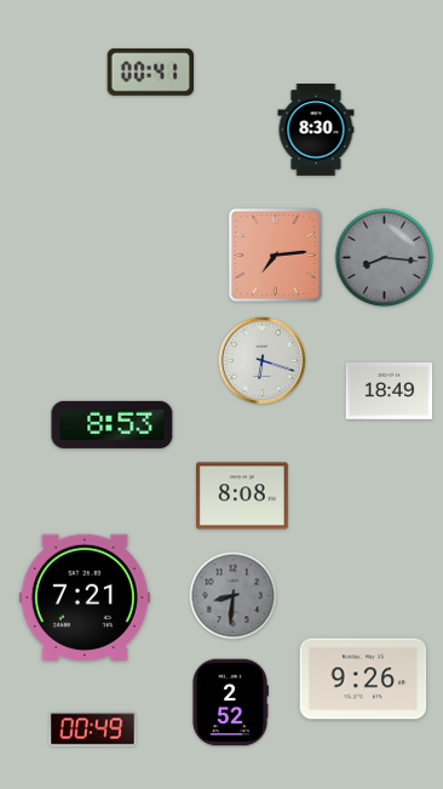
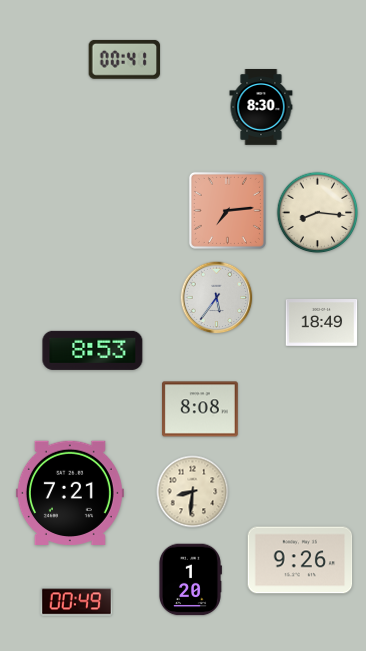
clock at (385, 258) dial: grey -> cream
clock at (263, 361): 6:18 -> 5:36
clock at (234, 596) dial: grey -> cream
clock at (230, 703): 2:52 -> 1:20
